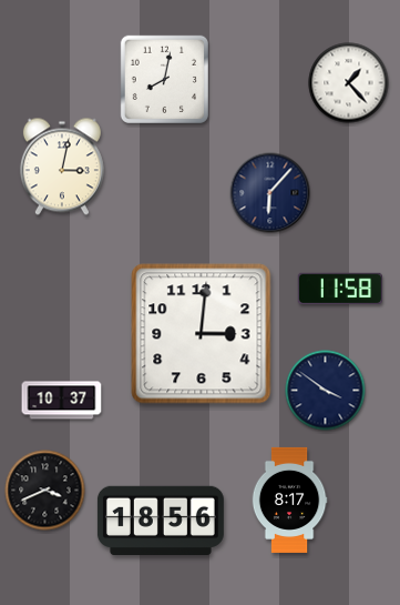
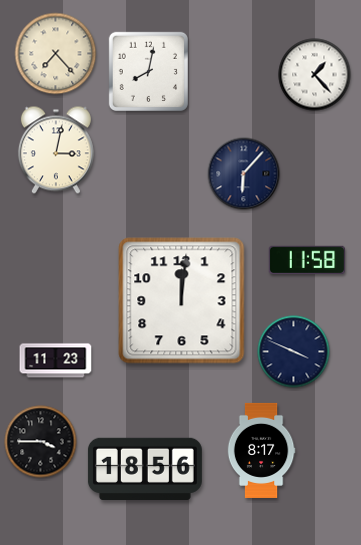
clock at (56, 54): none -> 7:23
clock at (202, 334): 3:01 -> 12:01
clock at (326, 391): 3:51 -> 3:49
clock at (62, 401): 10:37 -> 11:23
clock at (45, 491): 3:41 -> 3:45
